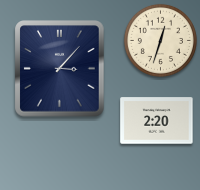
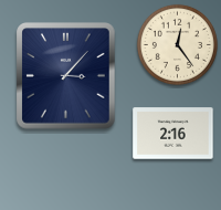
clock at (160, 40): 12:33 -> 12:24
clock at (157, 121): 2:20 -> 2:16
